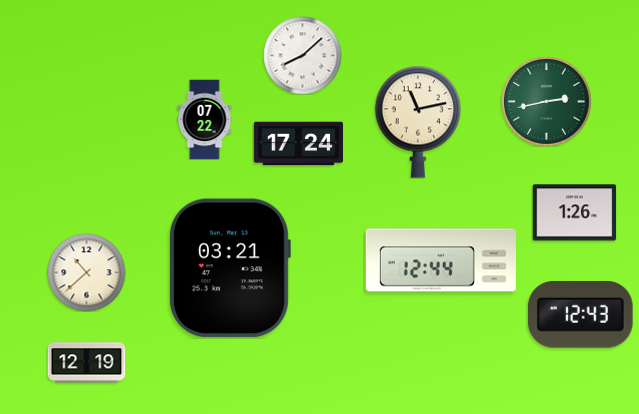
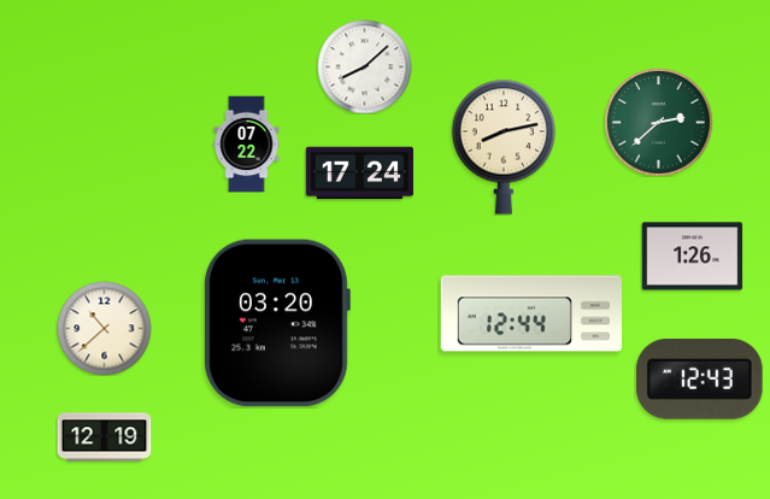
clock at (546, 101): 2:43 -> 2:38
clock at (418, 122): 11:13 -> 8:13
clock at (230, 268): 03:21 -> 03:20
